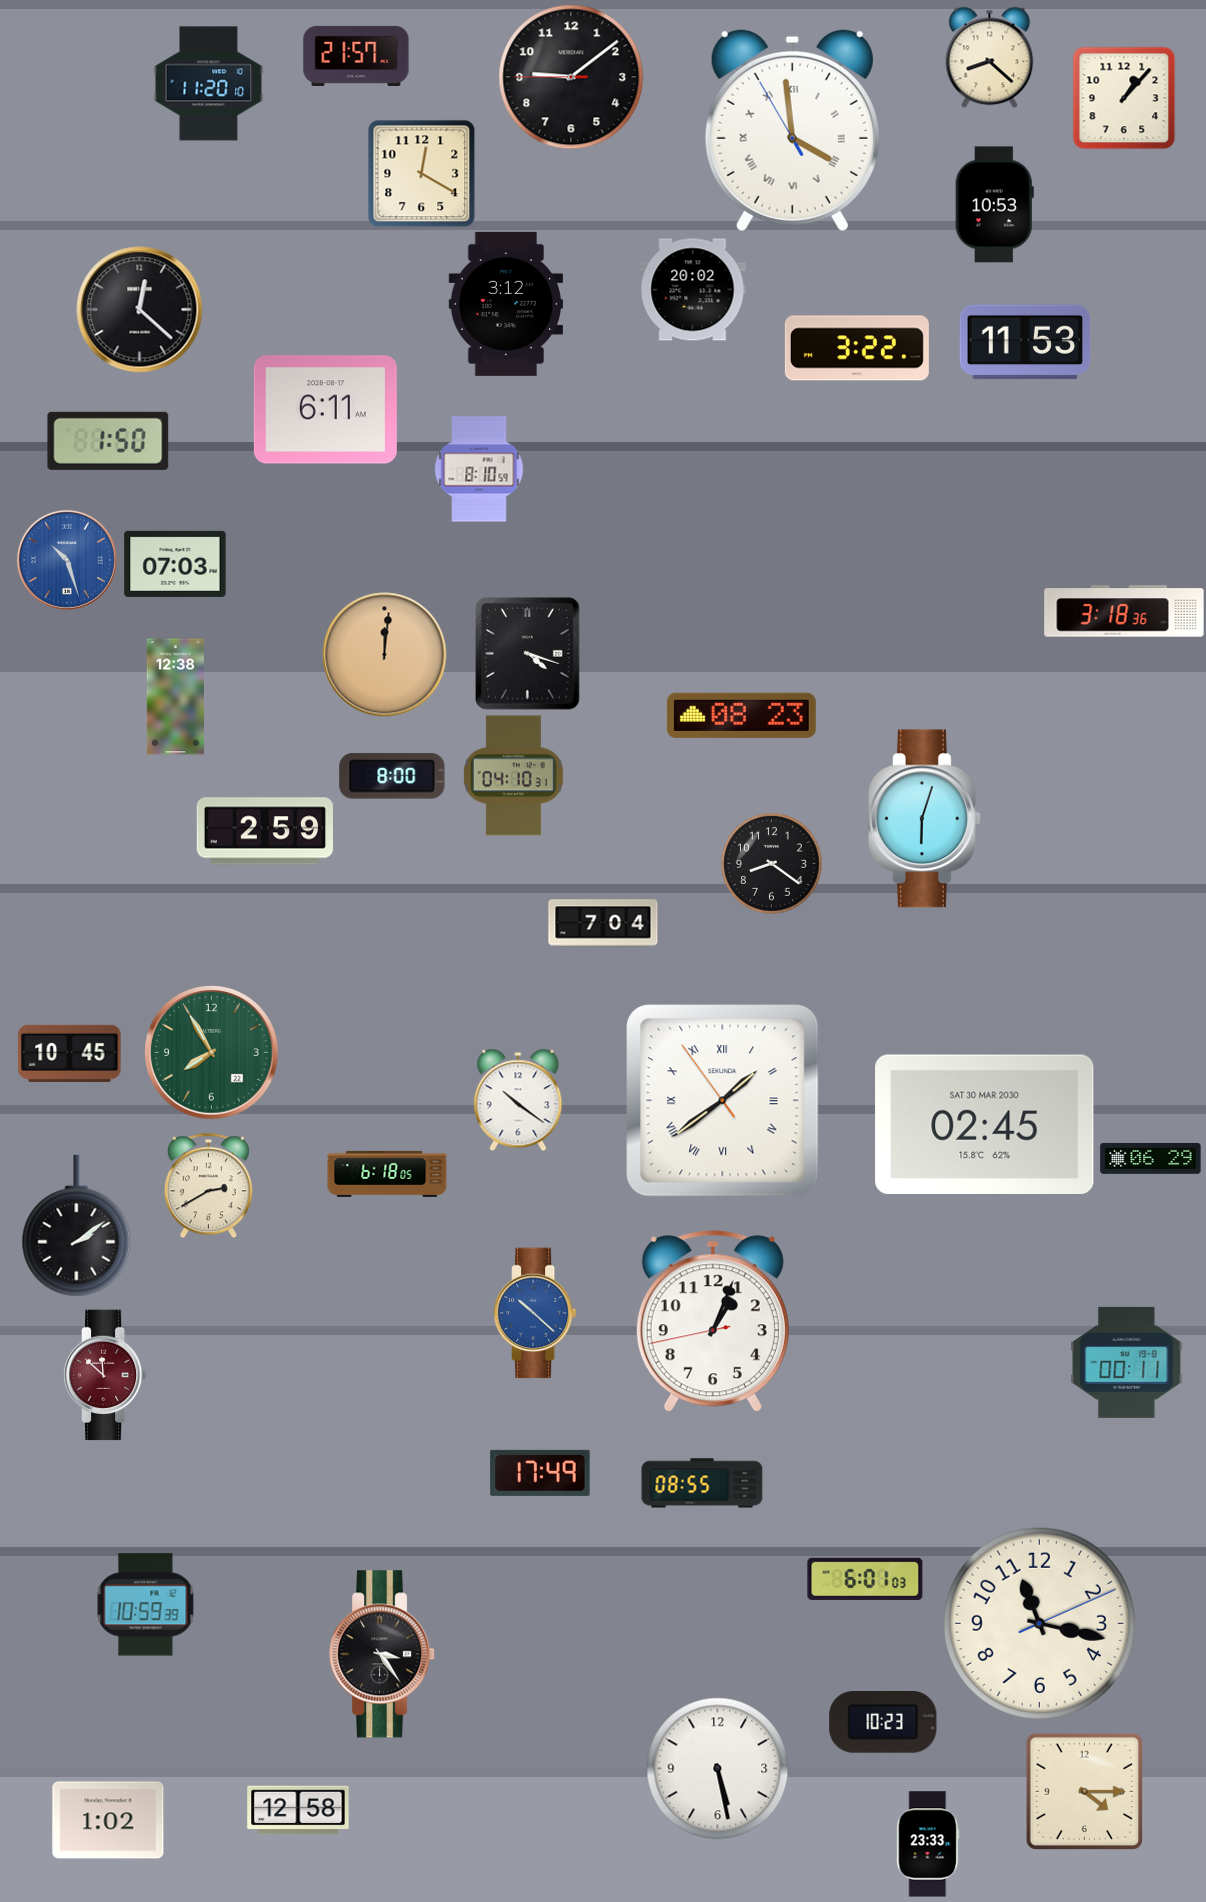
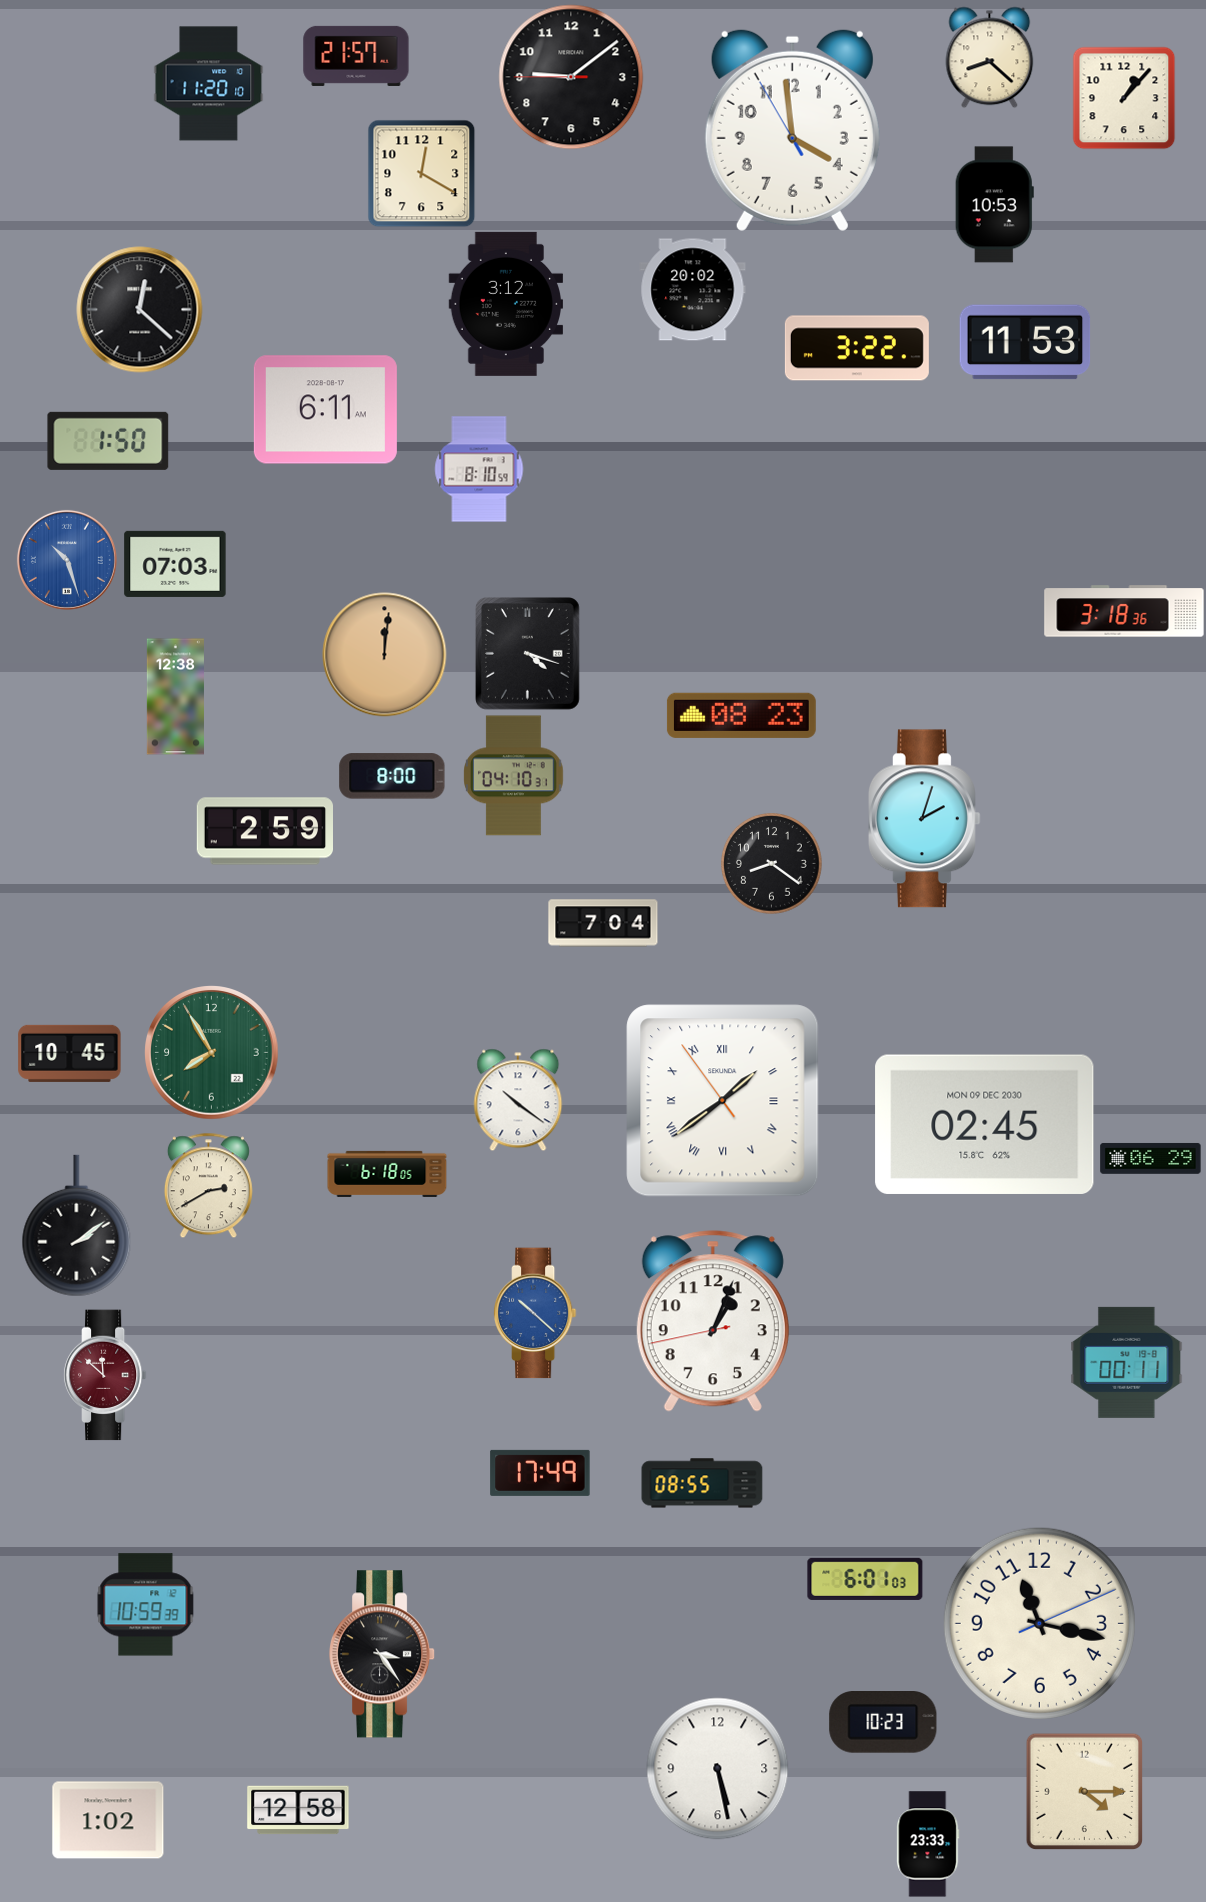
clock at (792, 130) numerals: Roman -> Arabic
clock at (924, 819): 6:03 -> 2:03
clock at (985, 1124) date: SAT 30 MAR 2030 -> MON 09 DEC 2030
